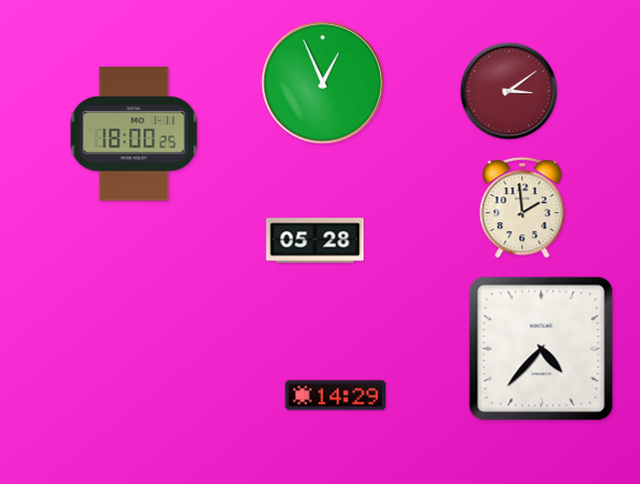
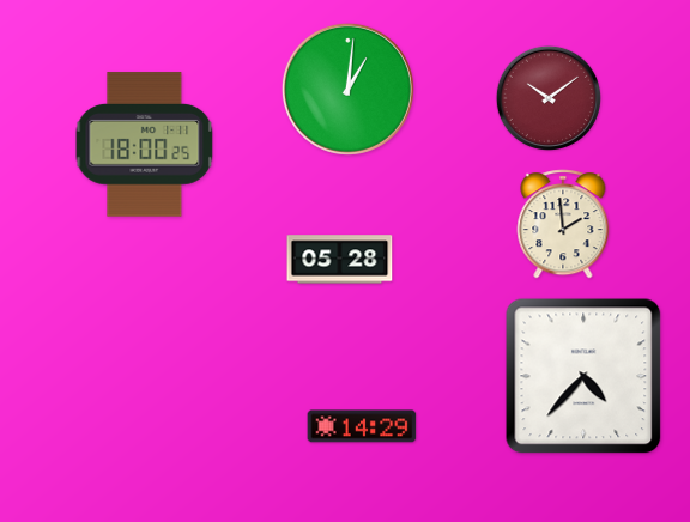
clock at (322, 82): 12:56 -> 1:01
clock at (508, 90): 3:09 -> 10:09
